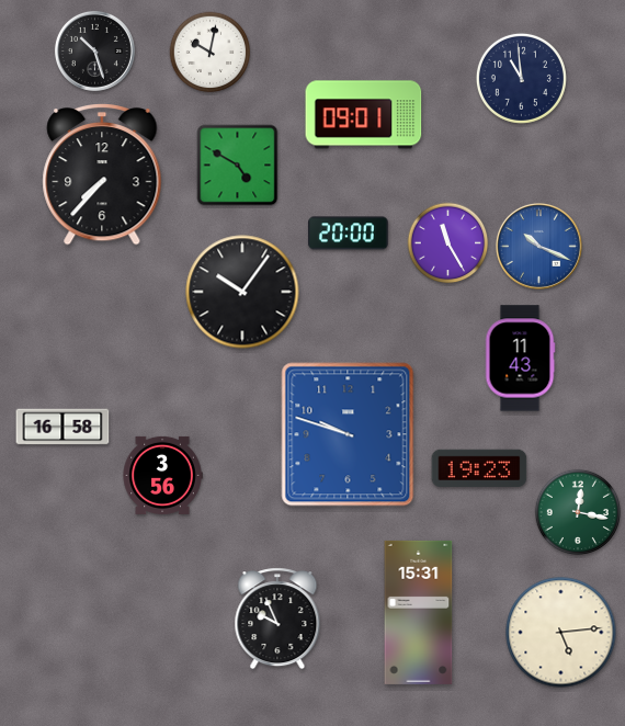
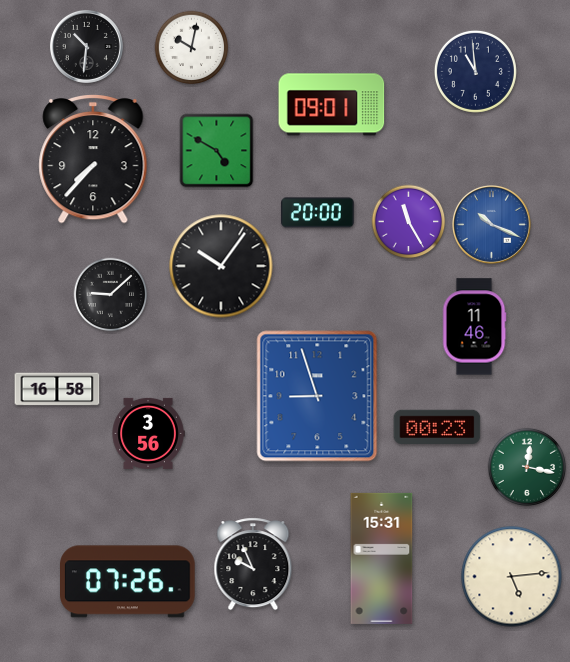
clock at (94, 50): 10:27 -> 10:31
clock at (111, 295): none -> 9:08
clock at (520, 359): 11:43 -> 11:46
clock at (348, 434): 9:48 -> 8:57
clock at (479, 467): 19:23 -> 00:23
clock at (128, 582): none -> 07:26
